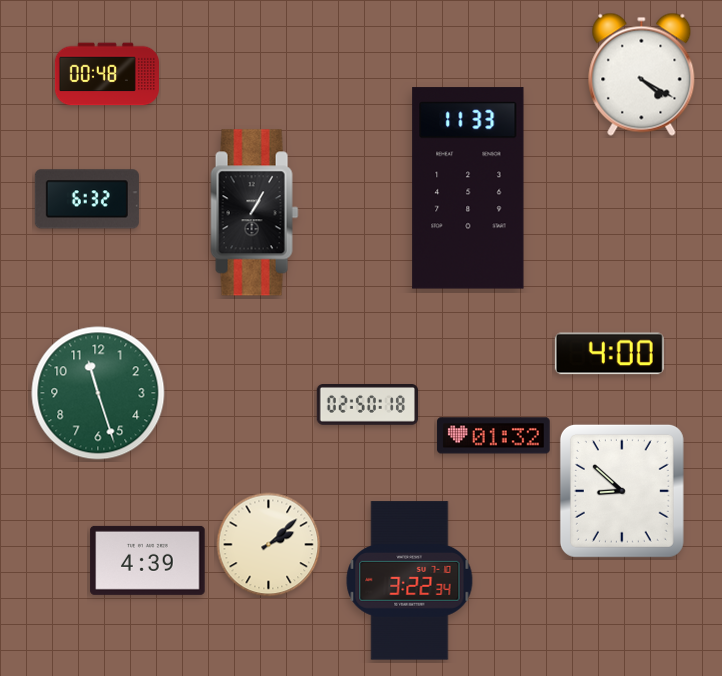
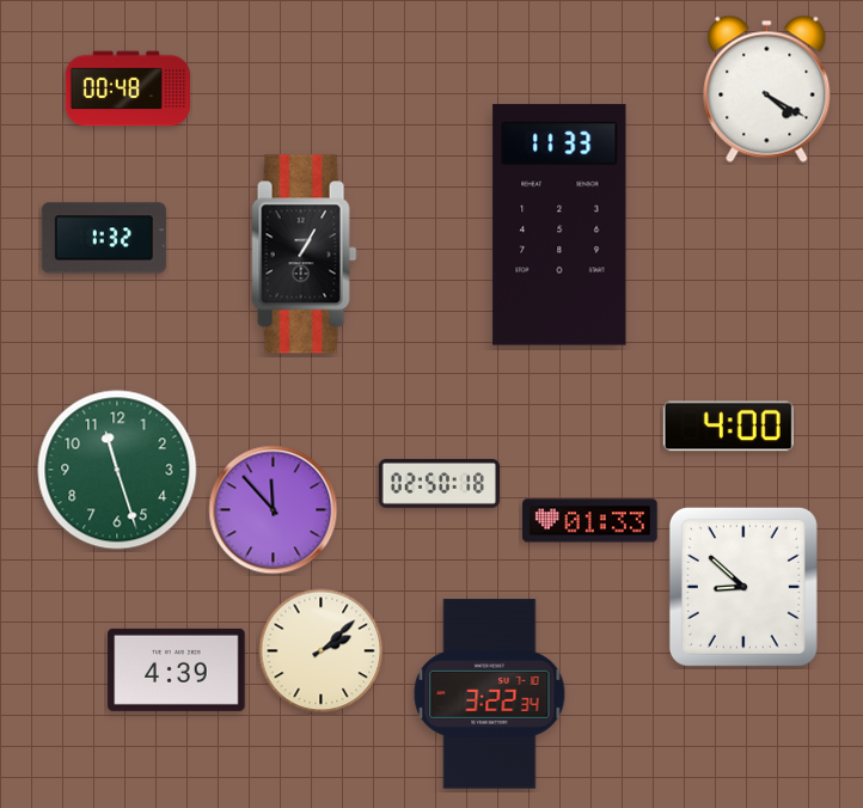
clock at (87, 199): 6:32 -> 1:32
clock at (609, 354) position: (609, 354) -> (728, 427)
clock at (274, 510): none -> 11:53
clock at (494, 436): 01:32 -> 01:33
